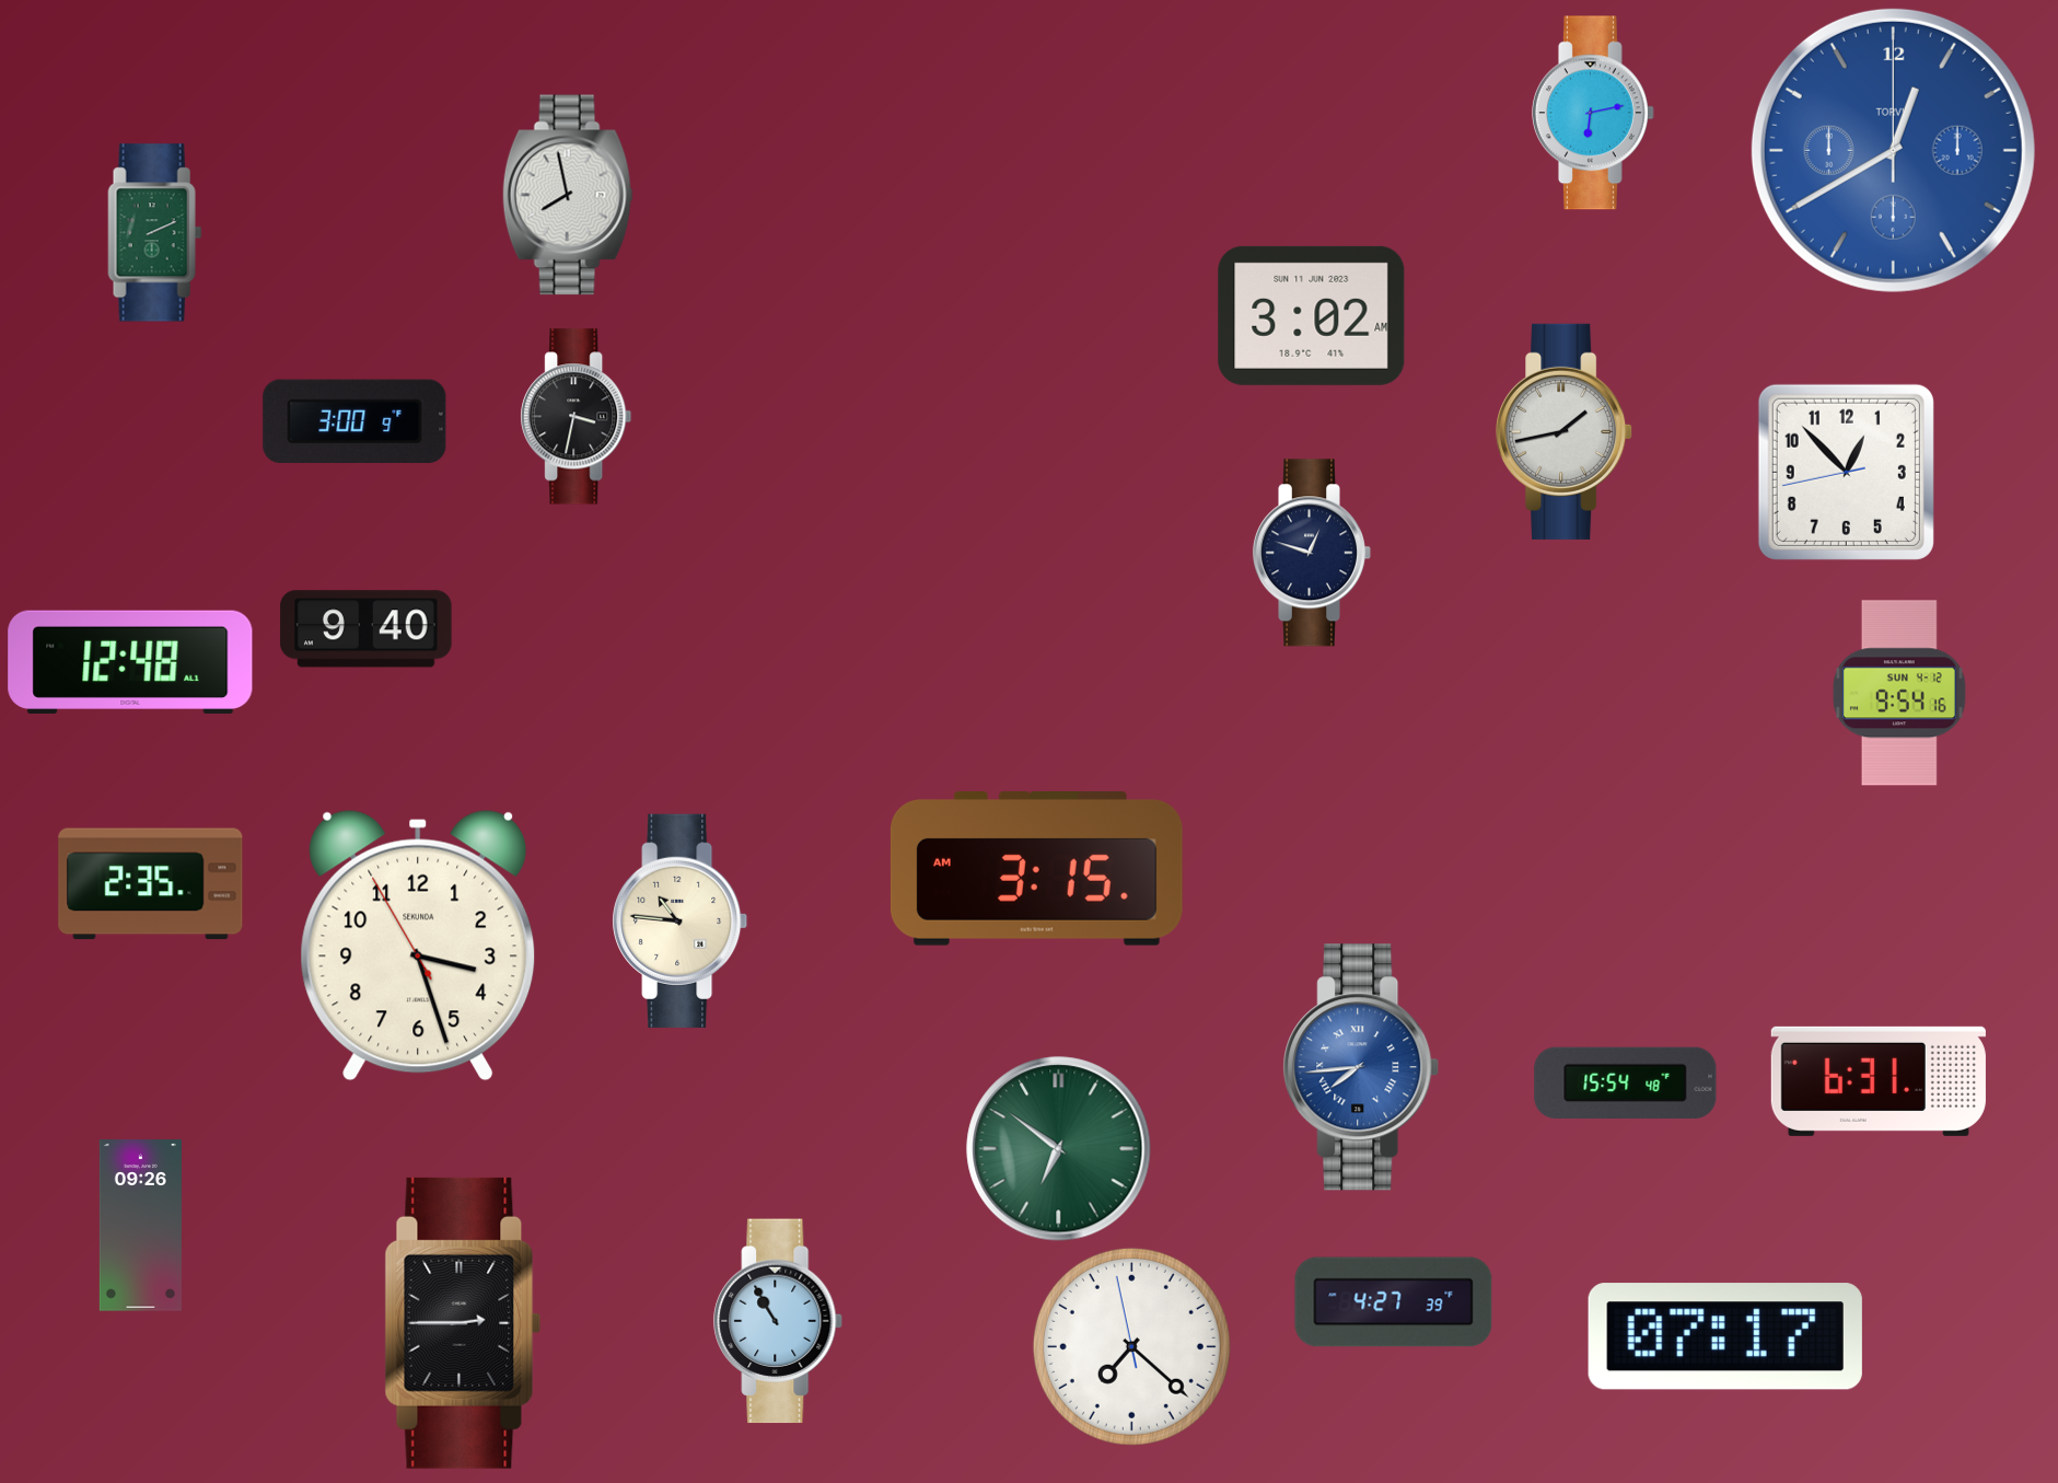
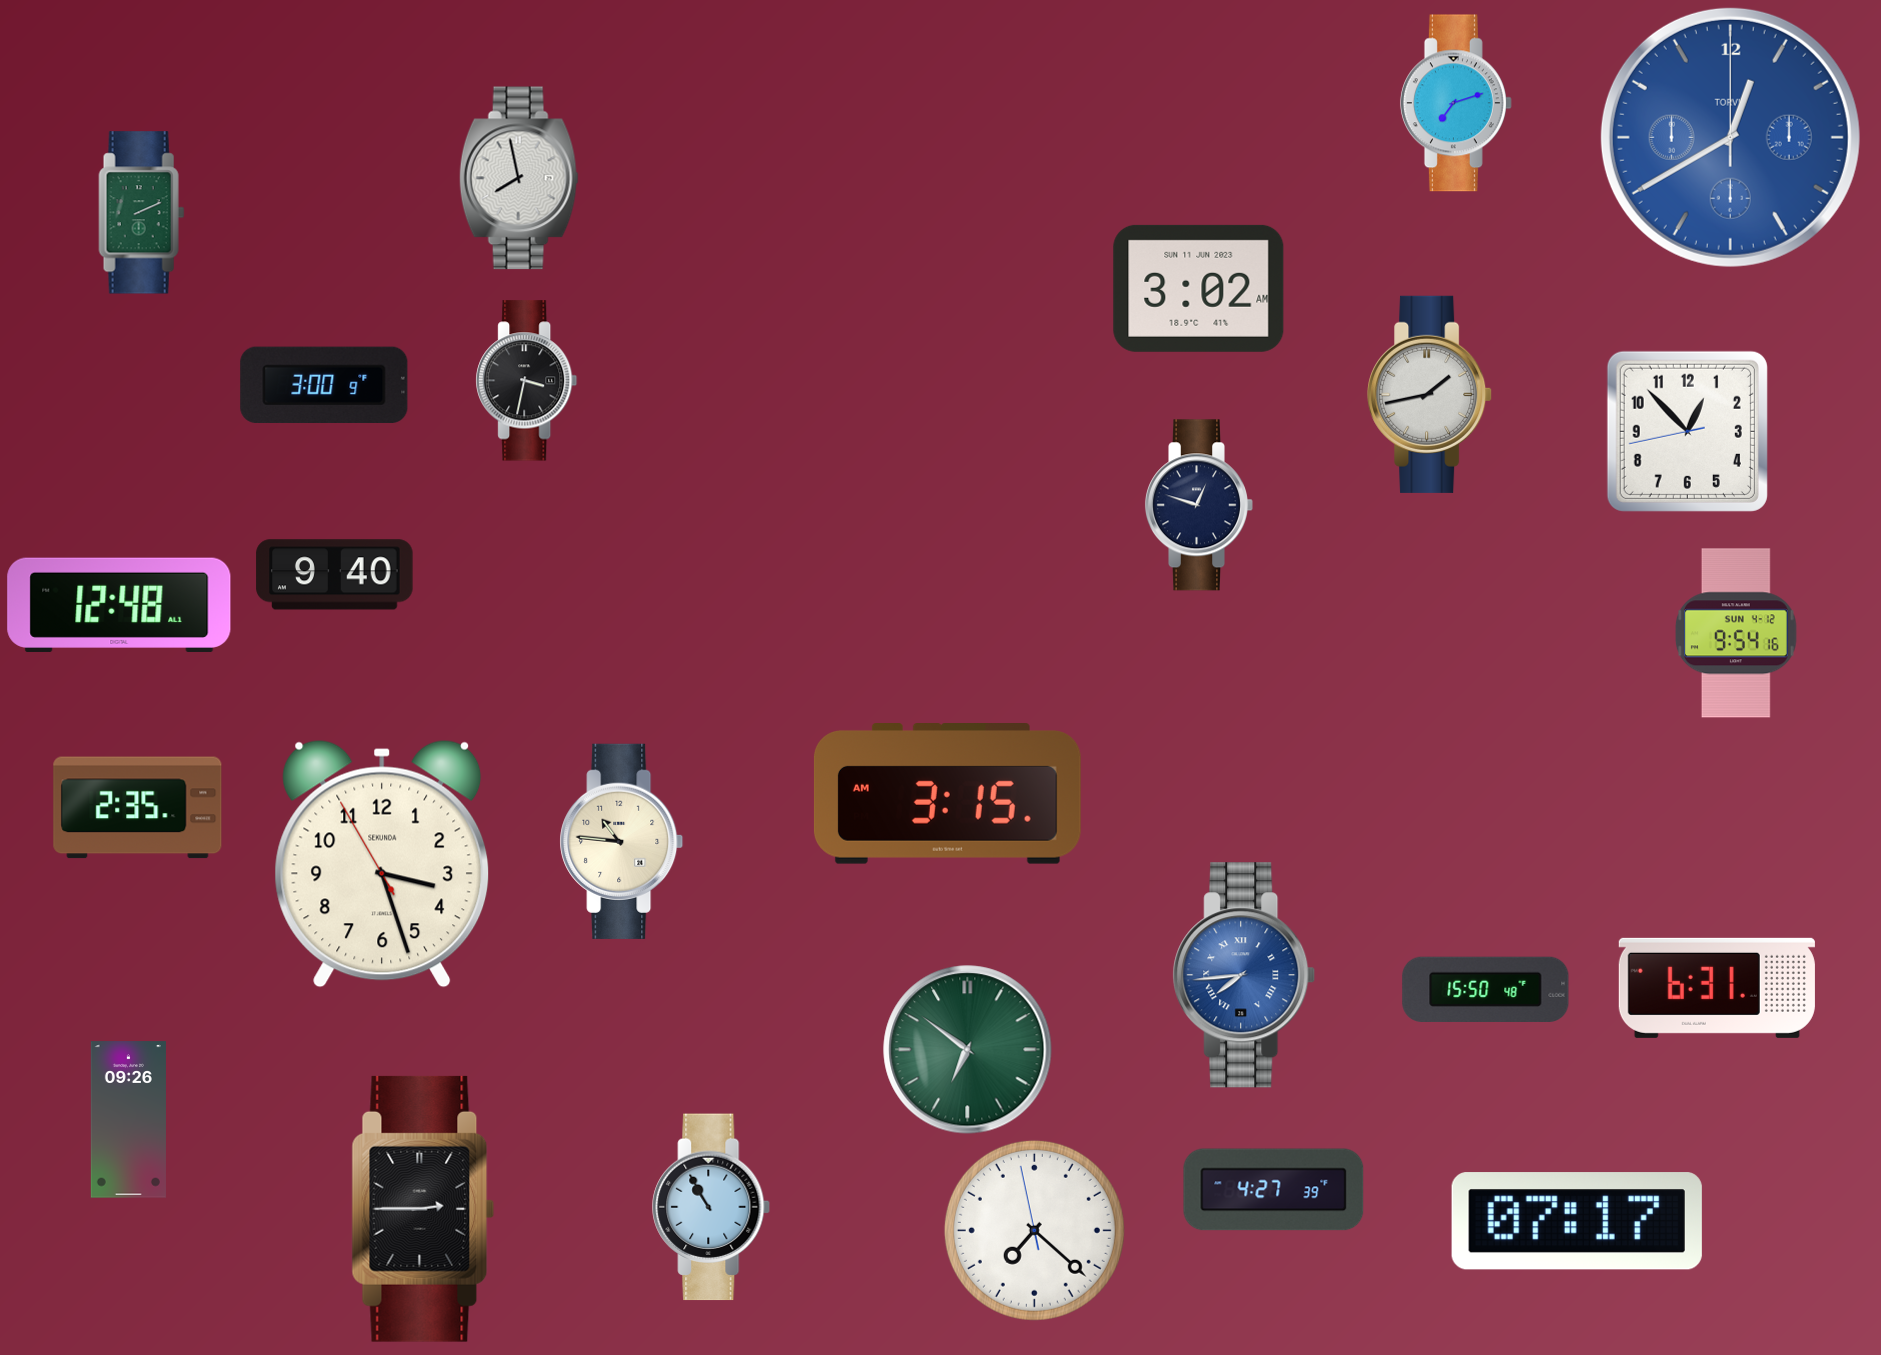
clock at (1593, 113): 6:13 -> 7:12
clock at (1626, 1082): 15:54 -> 15:50
